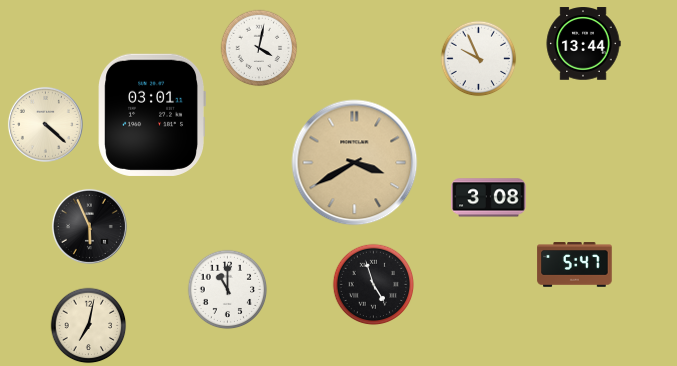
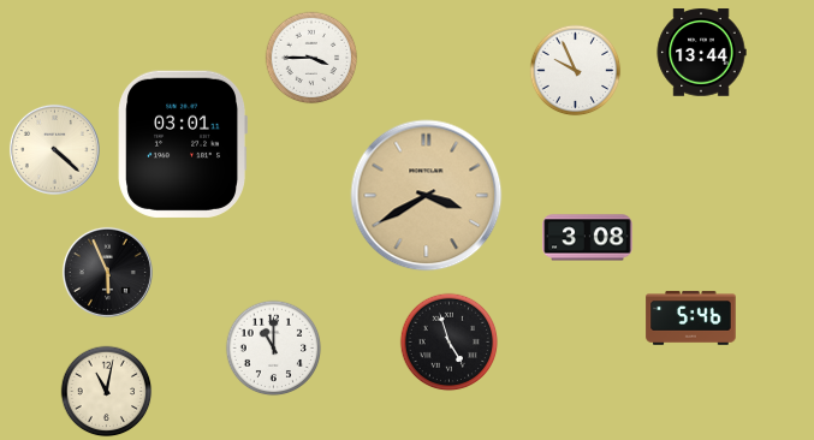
clock at (259, 48): 4:02 -> 3:45
clock at (152, 115) position: (152, 115) -> (183, 144)
clock at (575, 265): 5:47 -> 5:46
clock at (89, 326): 7:02 -> 11:02
